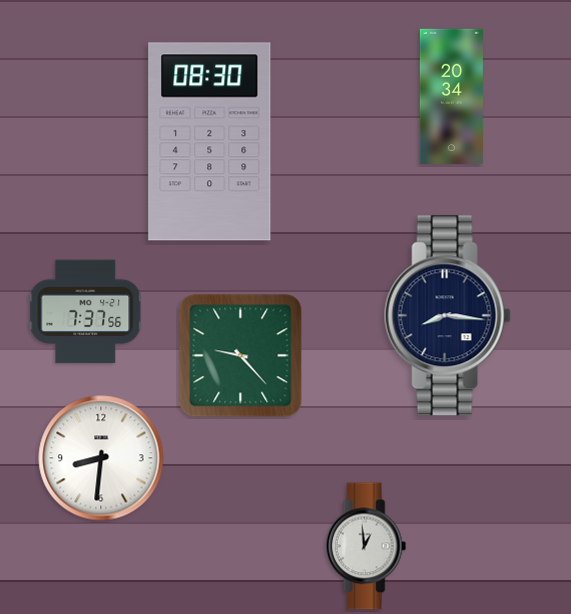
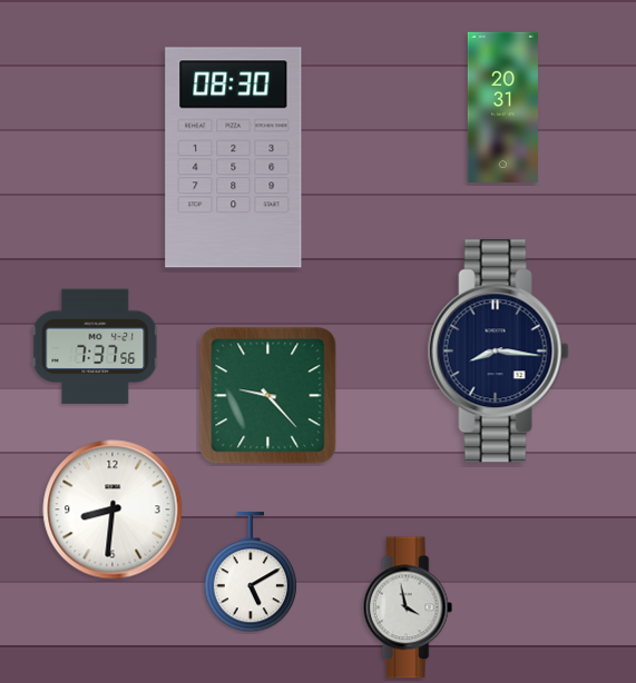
clock at (451, 96): 20:34 -> 20:31
clock at (249, 573): none -> 5:10
clock at (366, 546): 12:59 -> 3:58
